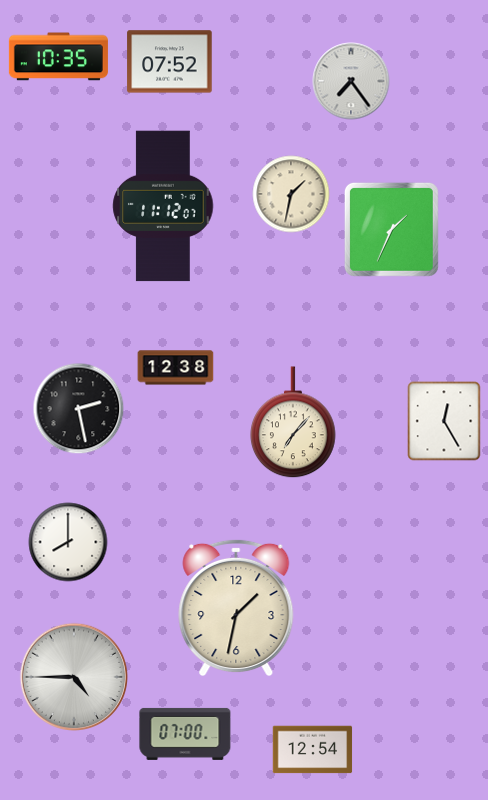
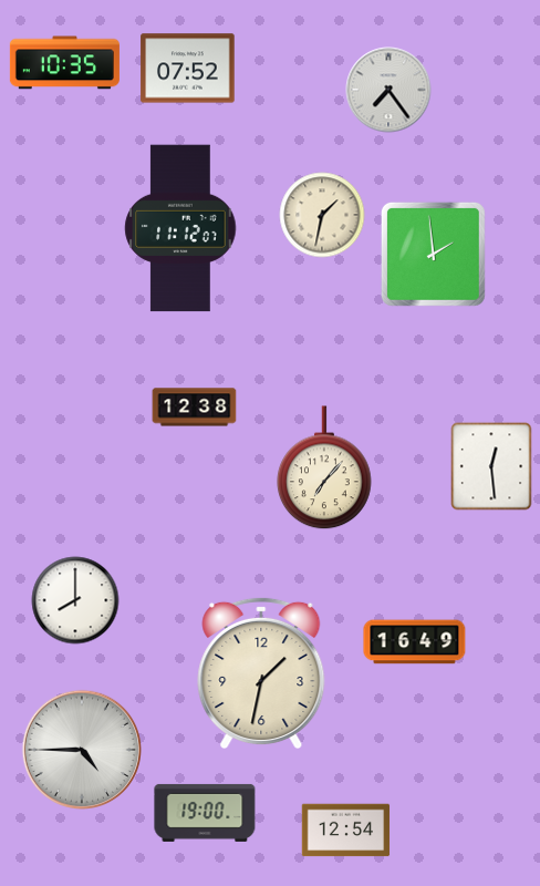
clock at (391, 229): 1:34 -> 1:59
clock at (79, 409): 2:28 -> none
clock at (444, 421): 12:25 -> 12:29
clock at (415, 642): none -> 16:49
clock at (185, 734): 07:00 -> 19:00
